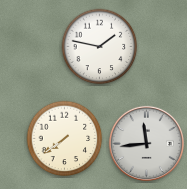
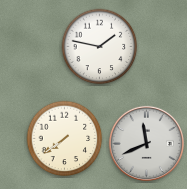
clock at (146, 143): 11:44 -> 11:41
